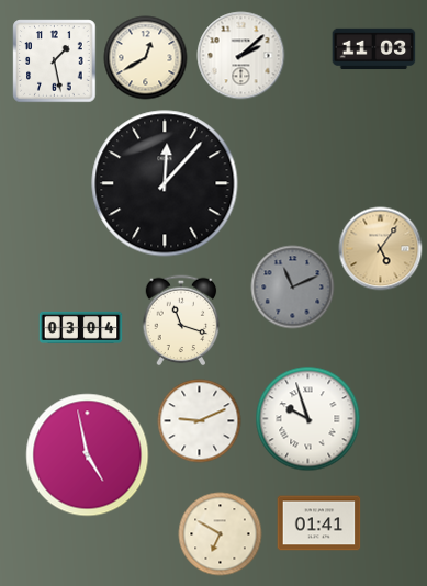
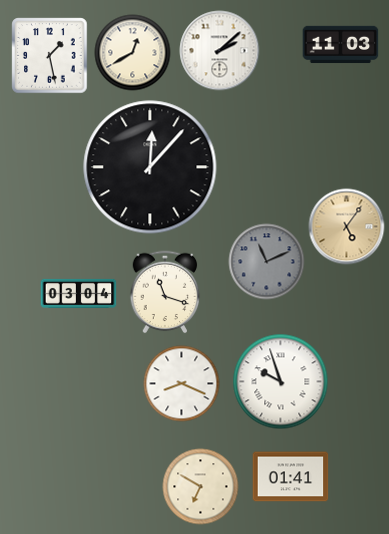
clock at (81, 327) position: (81, 327) -> (79, 293)
clock at (200, 421): 9:11 -> 8:19
clock at (88, 455): 4:58 -> none
